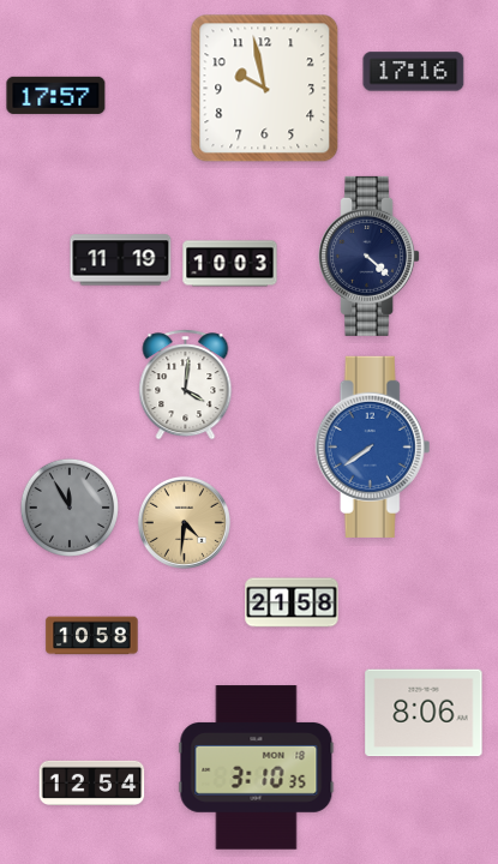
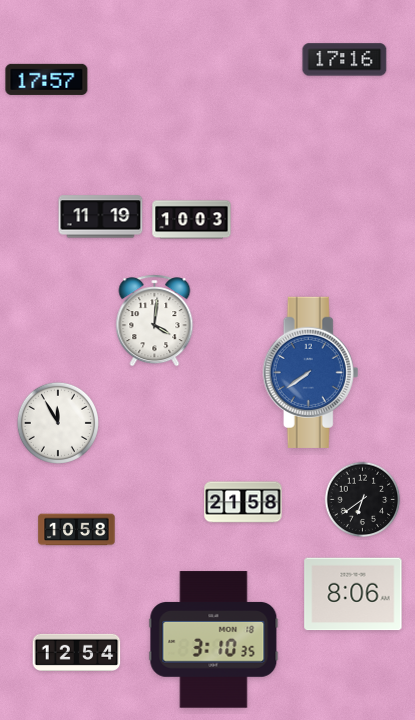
clock at (265, 89): 9:58 -> none
clock at (370, 256): 4:22 -> none
clock at (70, 508) dial: grey -> white
clock at (184, 522): 4:31 -> none
clock at (363, 500): none -> 6:39
